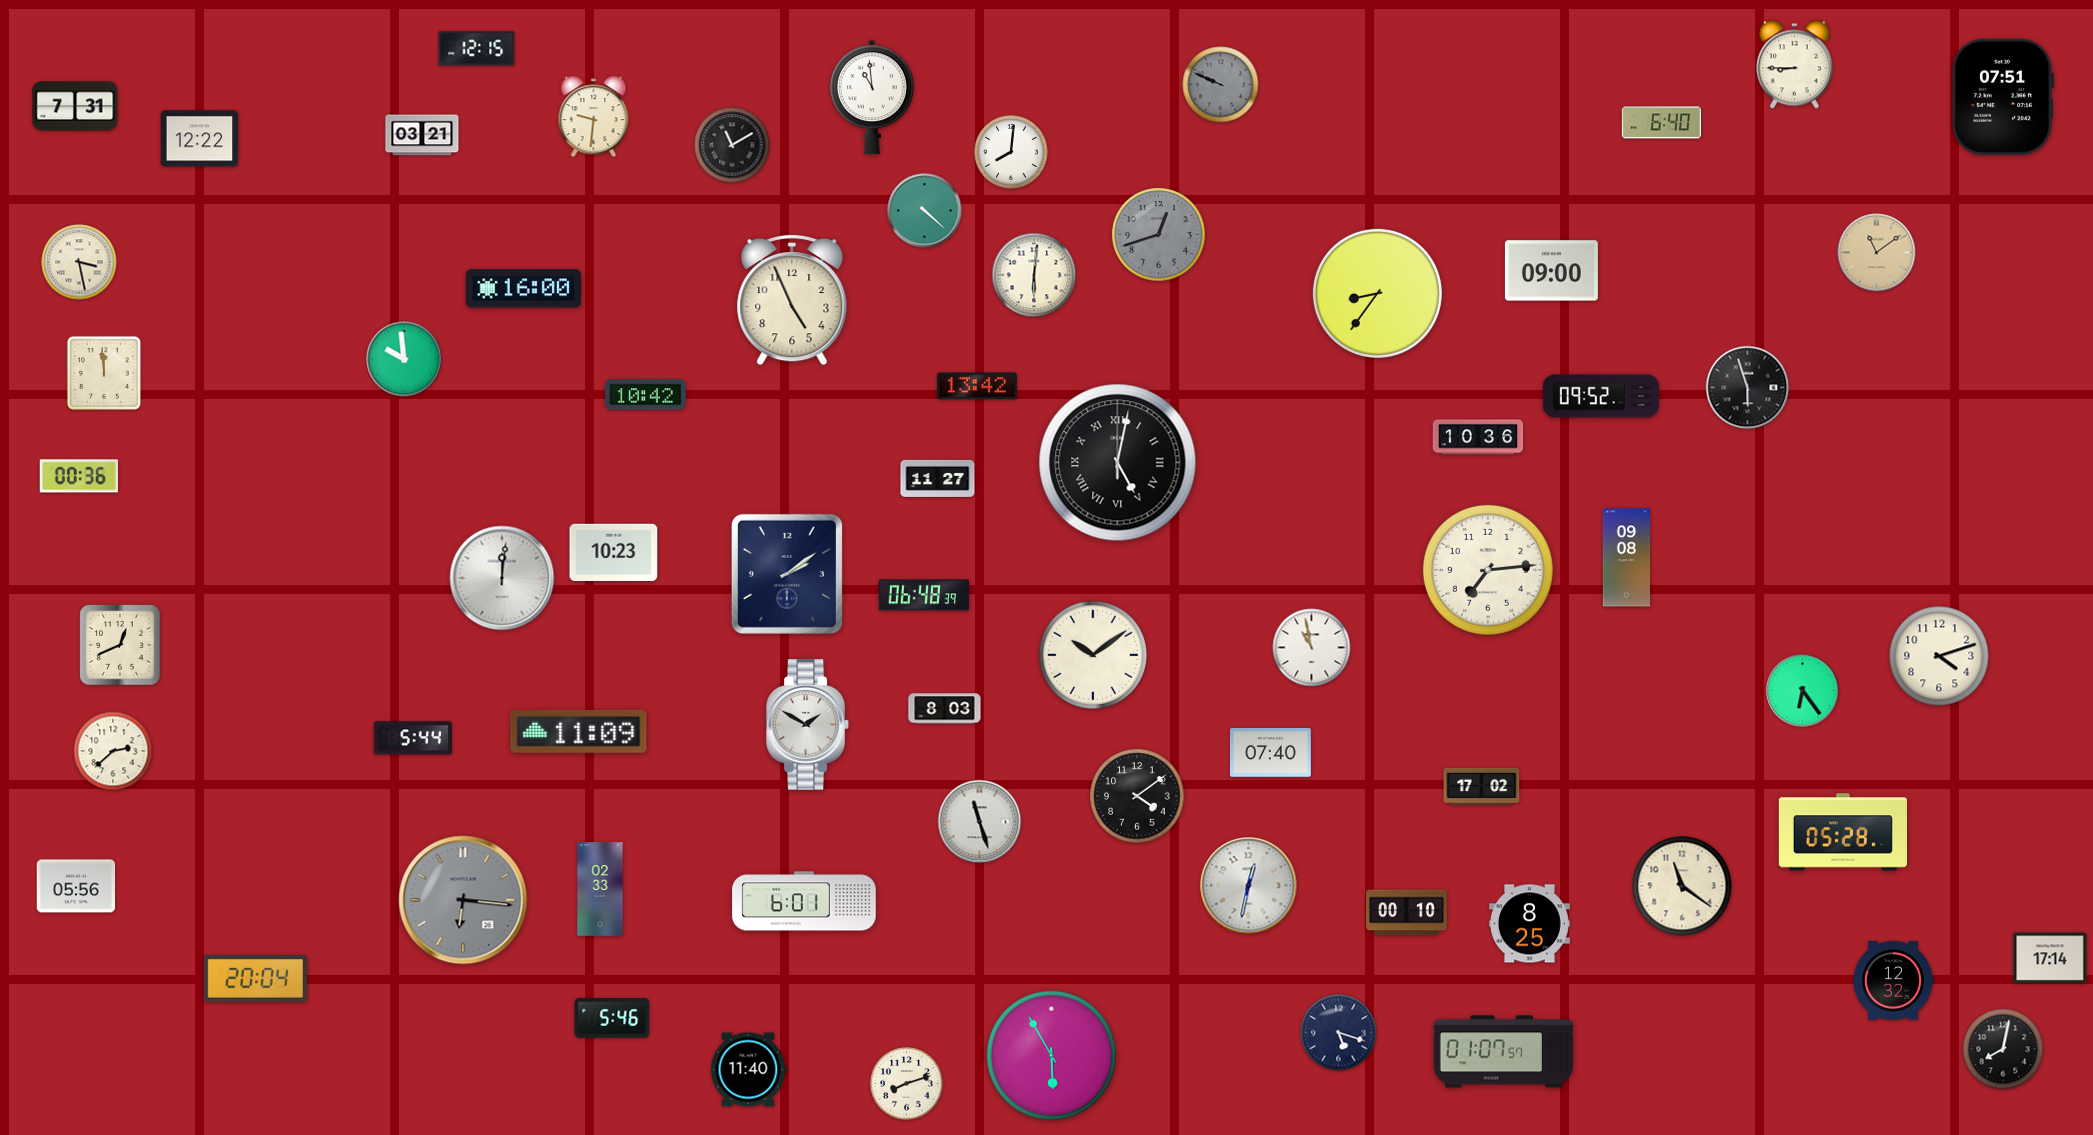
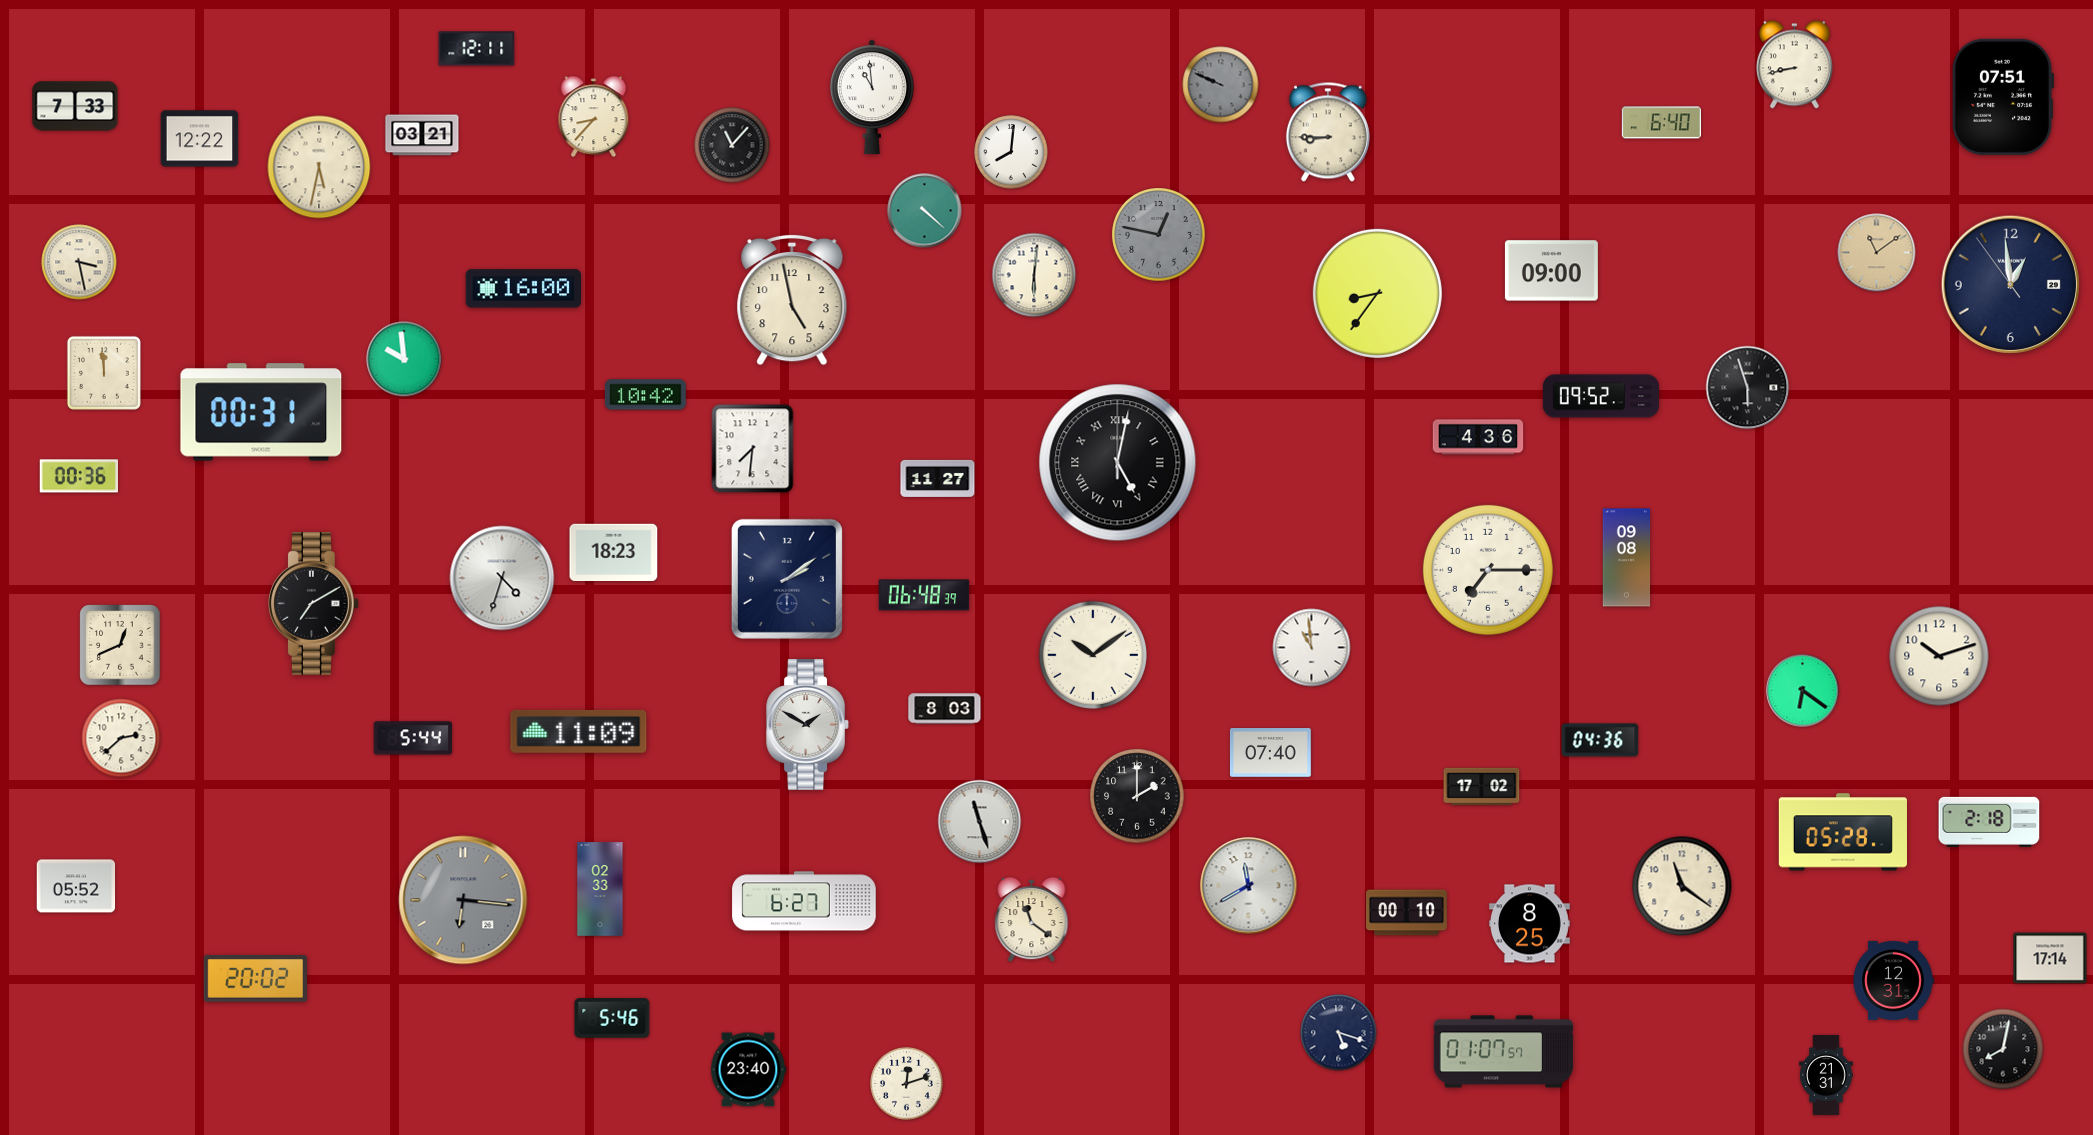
clock at (477, 49): 12:15 -> 12:11
clock at (1794, 65): 8:45 -> 8:43
clock at (75, 106): 7:31 -> 7:33
clock at (594, 117): 9:31 -> 8:37
clock at (1328, 132): none -> 8:45
clock at (732, 145): 11:10 -> 11:07
clock at (319, 167): none -> 5:32
clock at (1159, 235): 12:42 -> 12:47
clock at (2010, 284): none -> 12:58
clock at (792, 300): 4:56 -> 4:58
clock at (977, 386): 13:42 -> none
clock at (261, 412): none -> 00:31
clock at (1478, 437): 10:36 -> 4:36
clock at (753, 449): none -> 7:31
clock at (614, 552): 10:23 -> 18:23
clock at (1488, 570): 7:14 -> 7:15
clock at (787, 574) position: (787, 574) -> (787, 579)
clock at (502, 578): 12:01 -> 4:33
clock at (313, 603): none -> 7:10
clock at (1312, 648): 10:58 -> 10:59
clock at (1939, 656): 4:12 -> 10:12
clock at (1803, 691): 6:24 -> 6:21
clock at (1600, 740): none -> 04:36
clock at (113, 751) position: (113, 751) -> (121, 738)
clock at (1137, 796): 4:09 -> 2:00
clock at (1989, 822): none -> 2:18
clock at (76, 886): 05:56 -> 05:52
clock at (1249, 886): 12:32 -> 11:40
clock at (804, 901): 6:01 -> 6:27
clock at (1032, 920): none -> 11:21
clock at (255, 979): 20:04 -> 20:02
clock at (1893, 980): 12:32 -> 12:31
clock at (1051, 1055): 5:55 -> none
clock at (748, 1070): 11:40 -> 23:40
clock at (1826, 1075): none -> 21:31
clock at (907, 1084): 8:12 -> 12:12
